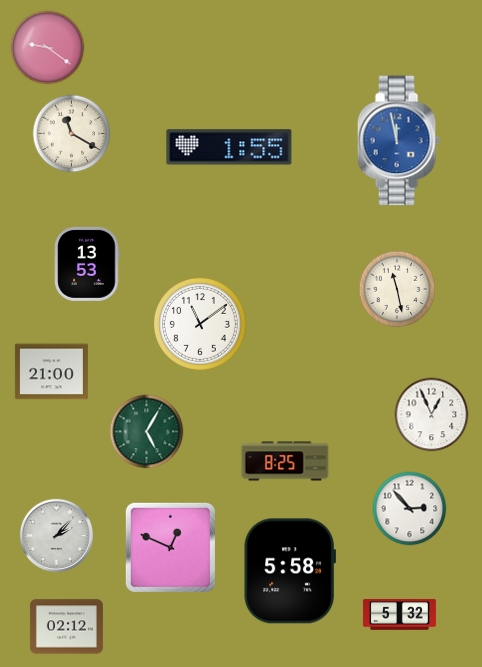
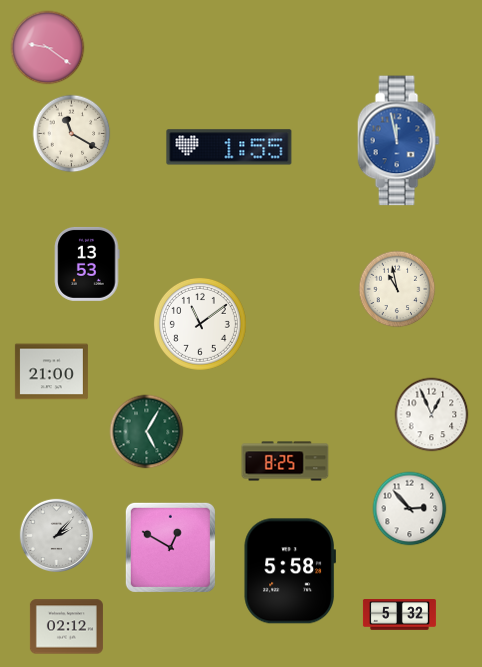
clock at (397, 289): 11:28 -> 10:58
clock at (170, 547): 12:49 -> 12:50
